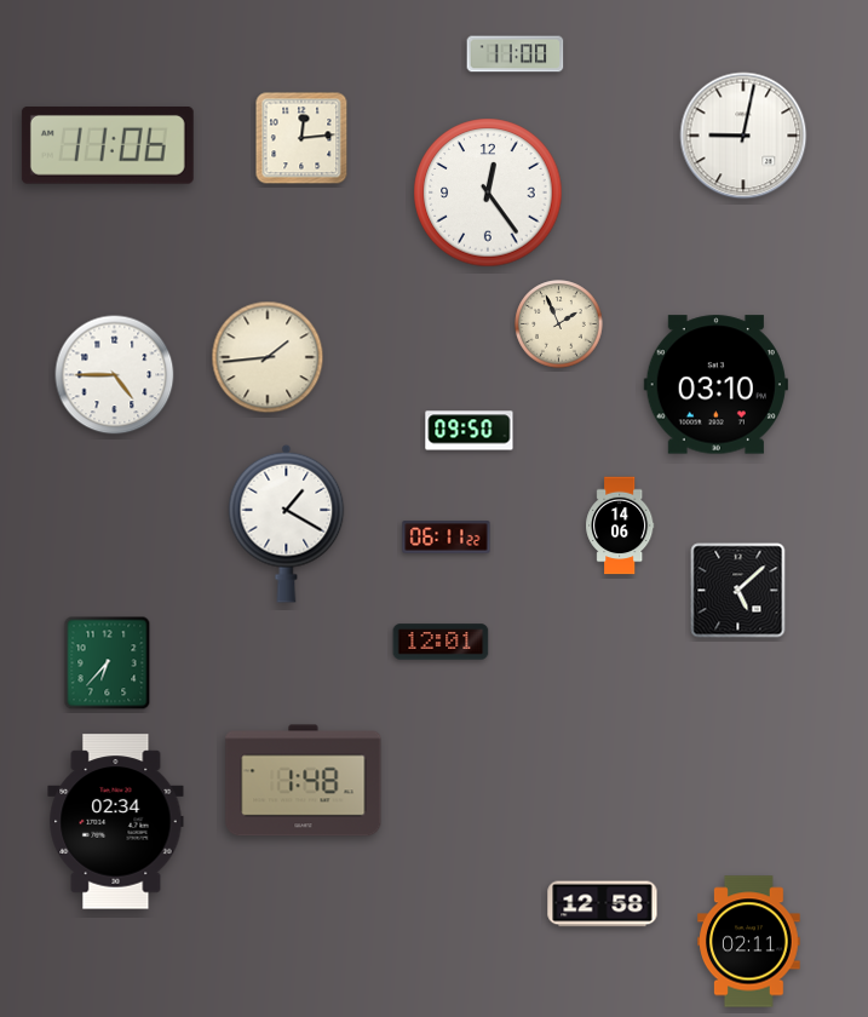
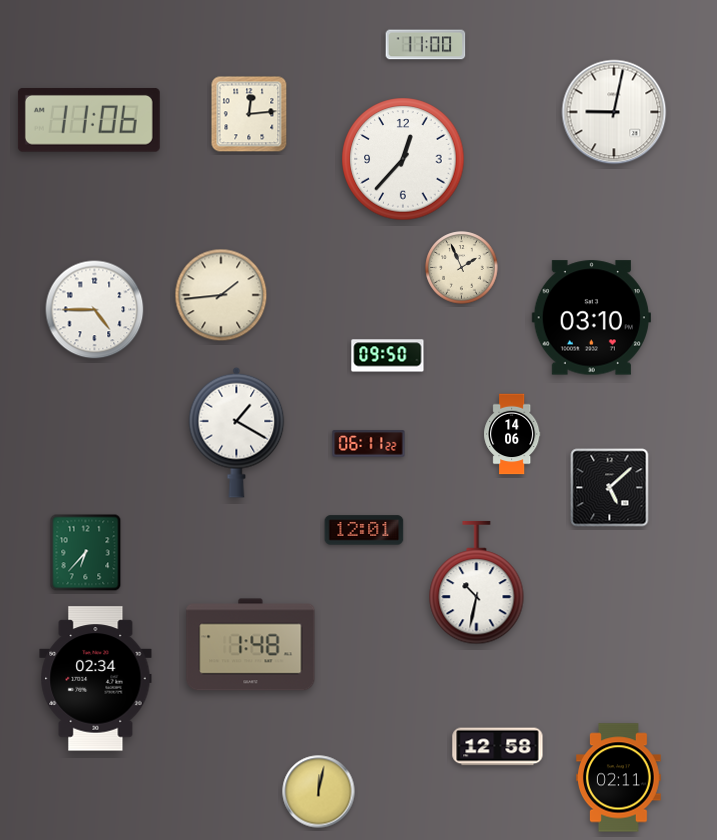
clock at (488, 193): 12:24 -> 12:37
clock at (108, 663) position: (108, 663) -> (86, 553)
clock at (477, 583): none -> 10:32
clock at (319, 792): none -> 12:02
